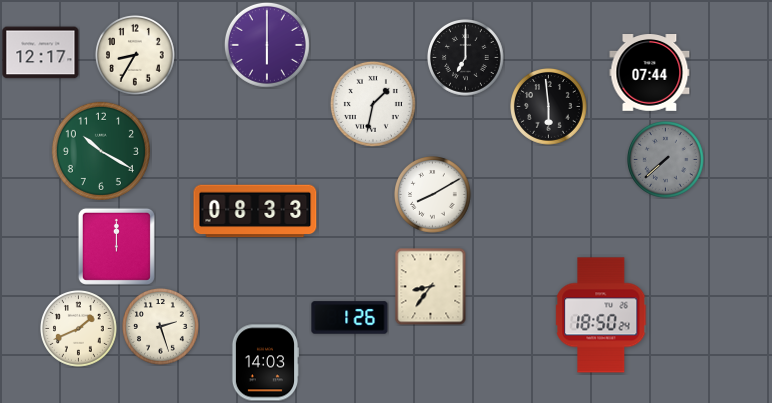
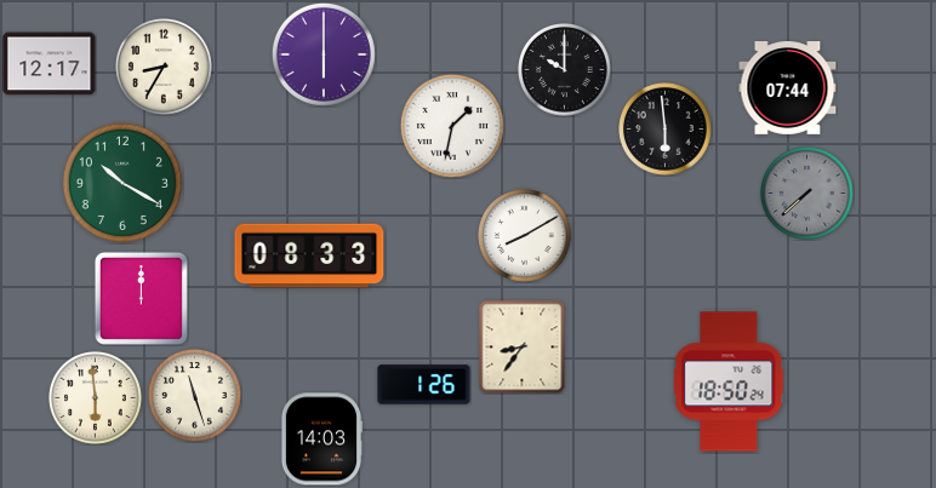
clock at (466, 58): 7:00 -> 10:00
clock at (161, 327): 2:27 -> 11:27
clock at (79, 329): 1:41 -> 5:59
